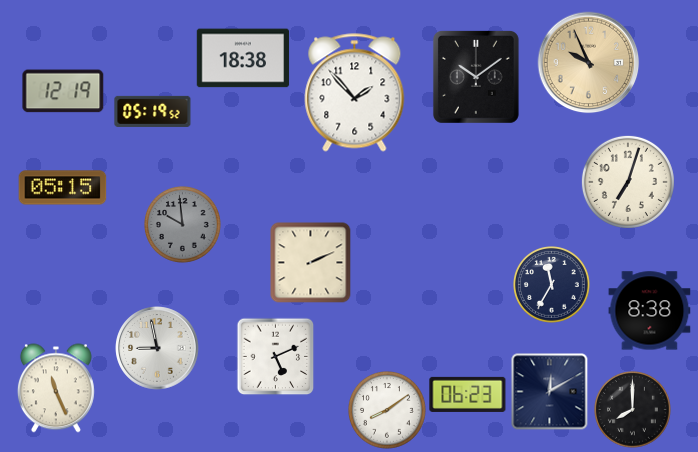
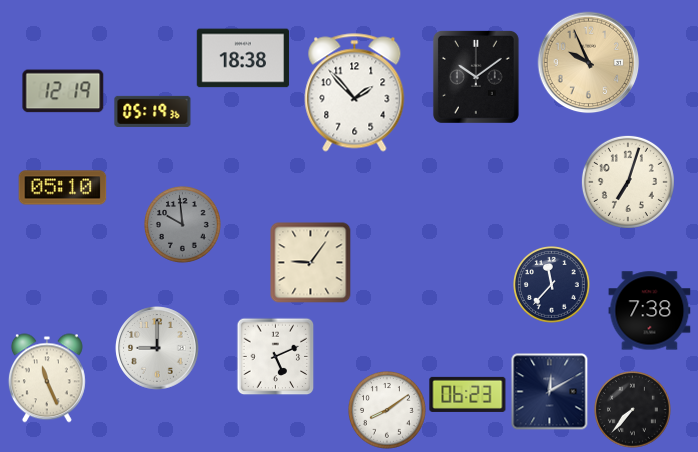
clock at (153, 111): 05:19:52 -> 05:19:36
clock at (63, 188): 05:15 -> 05:10
clock at (311, 263): 2:11 -> 9:06
clock at (552, 285): 11:35 -> 11:37
clock at (650, 311): 8:38 -> 7:38
clock at (157, 348): 8:58 -> 9:00
clock at (56, 388) position: (56, 388) -> (47, 378)
clock at (633, 410): 8:00 -> 7:37
